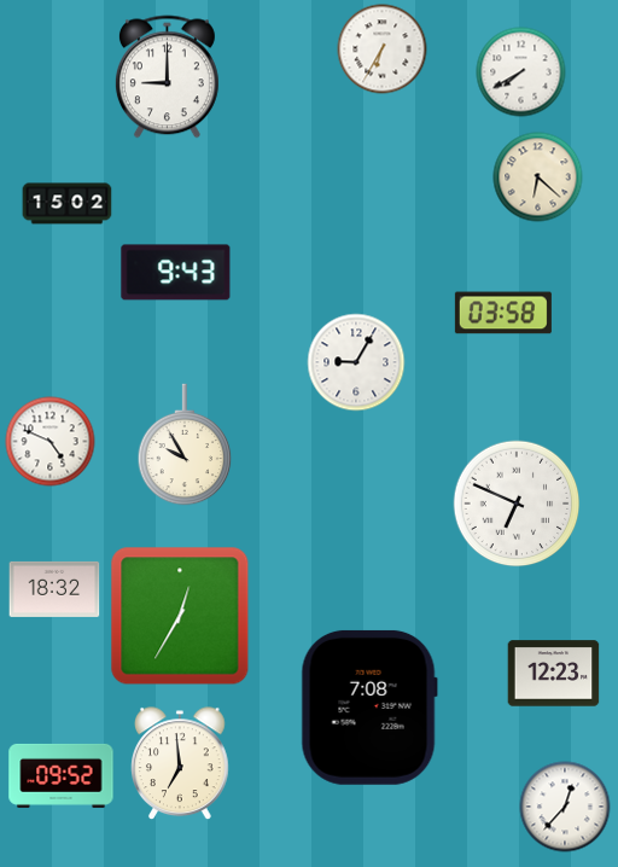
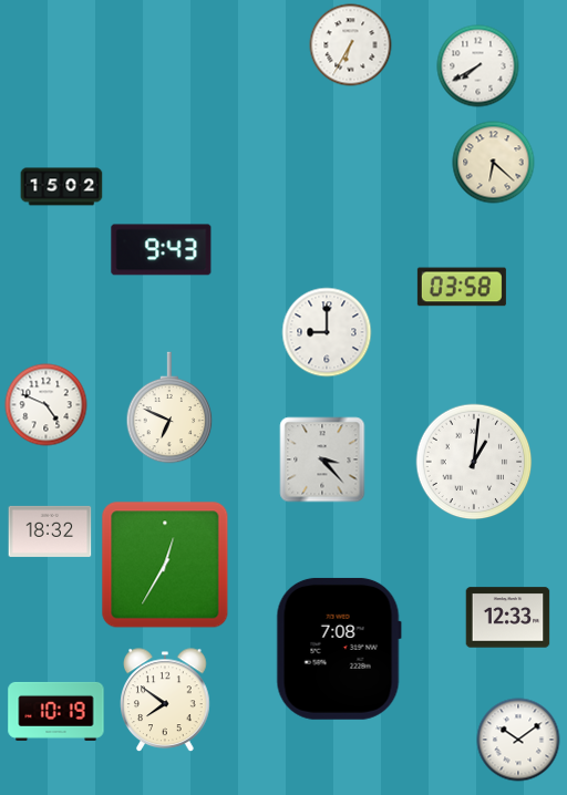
clock at (167, 77): 9:00 -> none
clock at (356, 362): 9:05 -> 9:00
clock at (185, 444): 9:55 -> 6:49
clock at (322, 460): none -> 3:23
clock at (517, 504): 6:49 -> 1:01
clock at (54, 589) position: (54, 589) -> (50, 531)
clock at (554, 674): 12:23 -> 12:33
clock at (181, 764): 6:59 -> 7:51
clock at (62, 775): 09:52 -> 10:19
clock at (565, 807): 12:37 -> 10:09
